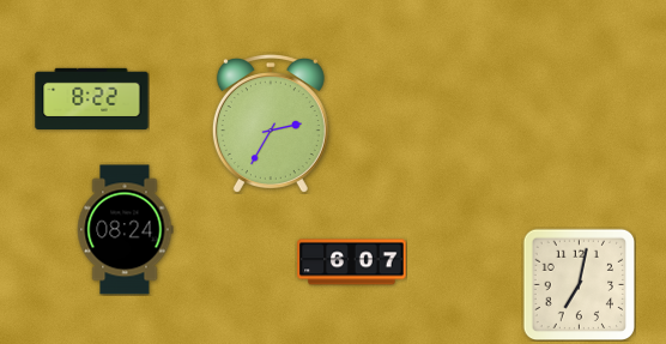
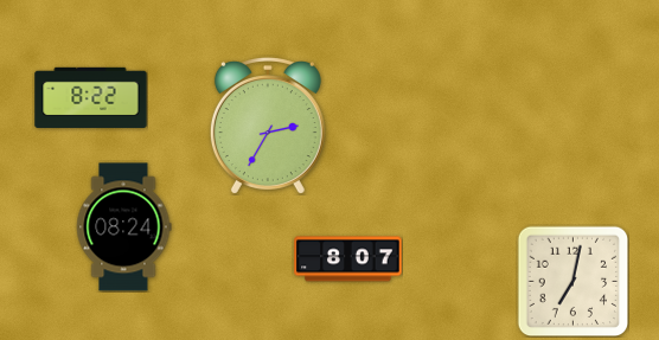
clock at (271, 123) position: (271, 123) -> (268, 126)
clock at (352, 262): 6:07 -> 8:07
